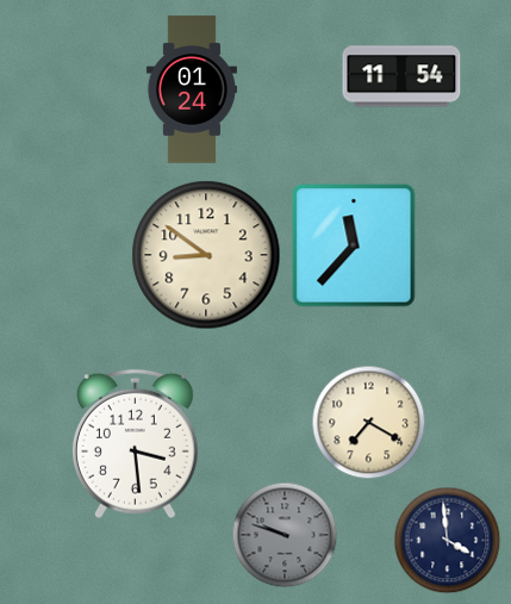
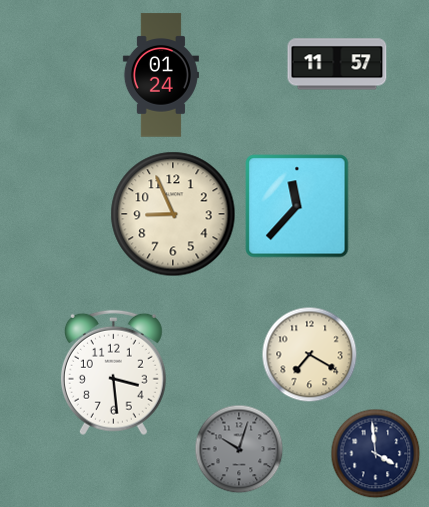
clock at (401, 76): 11:54 -> 11:57
clock at (206, 255): 8:51 -> 8:56
clock at (285, 535): 9:48 -> 10:03
